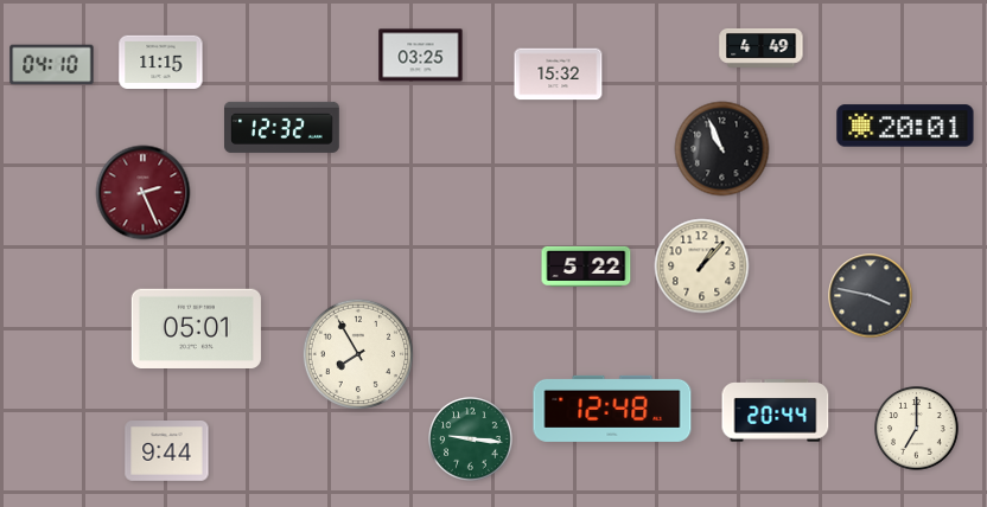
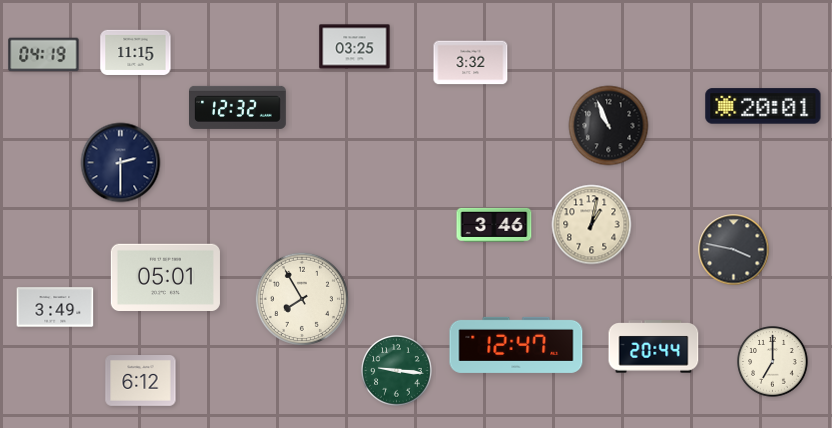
clock at (762, 47): 4:49 -> none
clock at (52, 65): 04:10 -> 04:19
clock at (559, 75): 15:32 -> 3:32
clock at (144, 193): 2:26 -> 2:30
clock at (144, 193) dial: burgundy -> navy
clock at (586, 267): 5:22 -> 3:46
clock at (702, 267): 1:07 -> 1:02
clock at (55, 307): none -> 3:49
clock at (612, 409): 12:48 -> 12:47
clock at (167, 451): 9:44 -> 6:12
